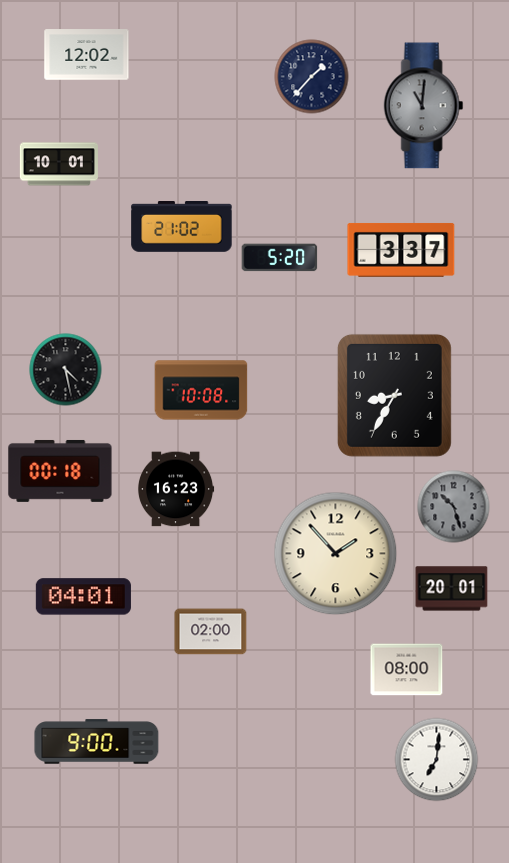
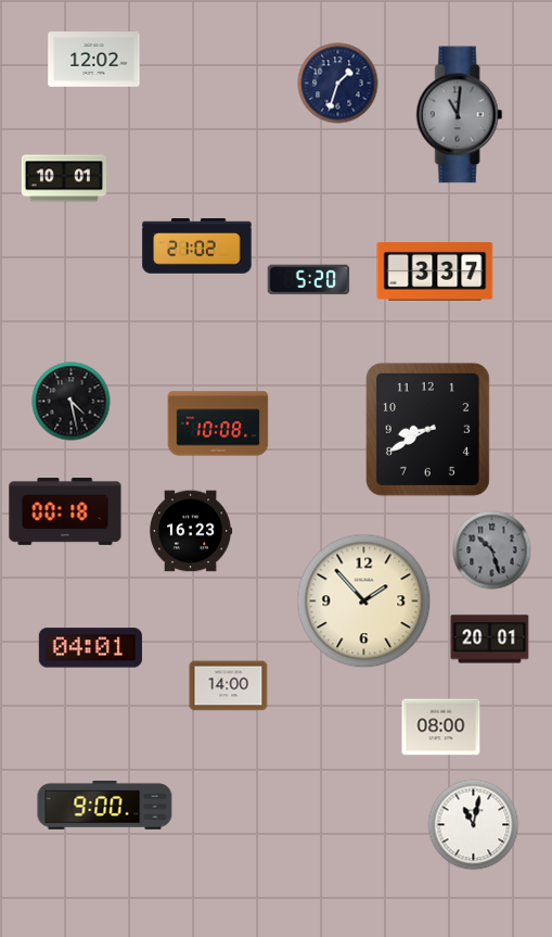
clock at (312, 77): 1:37 -> 1:33
clock at (280, 258) position: (280, 258) -> (309, 280)
clock at (394, 395): 8:35 -> 8:40
clock at (211, 632): 02:00 -> 14:00
clock at (437, 760): 7:01 -> 11:02
